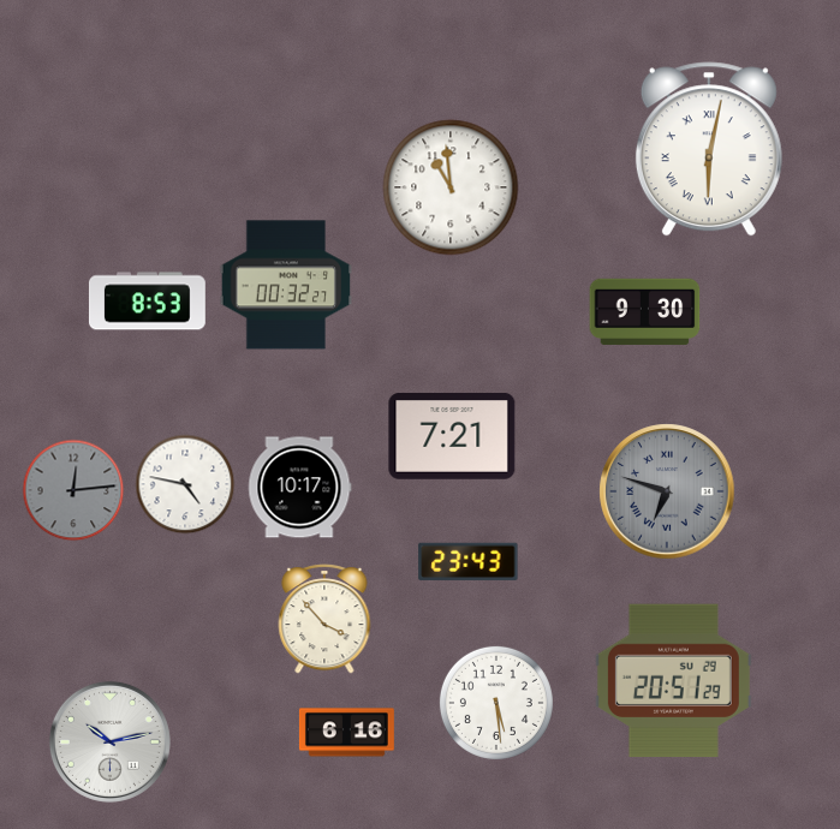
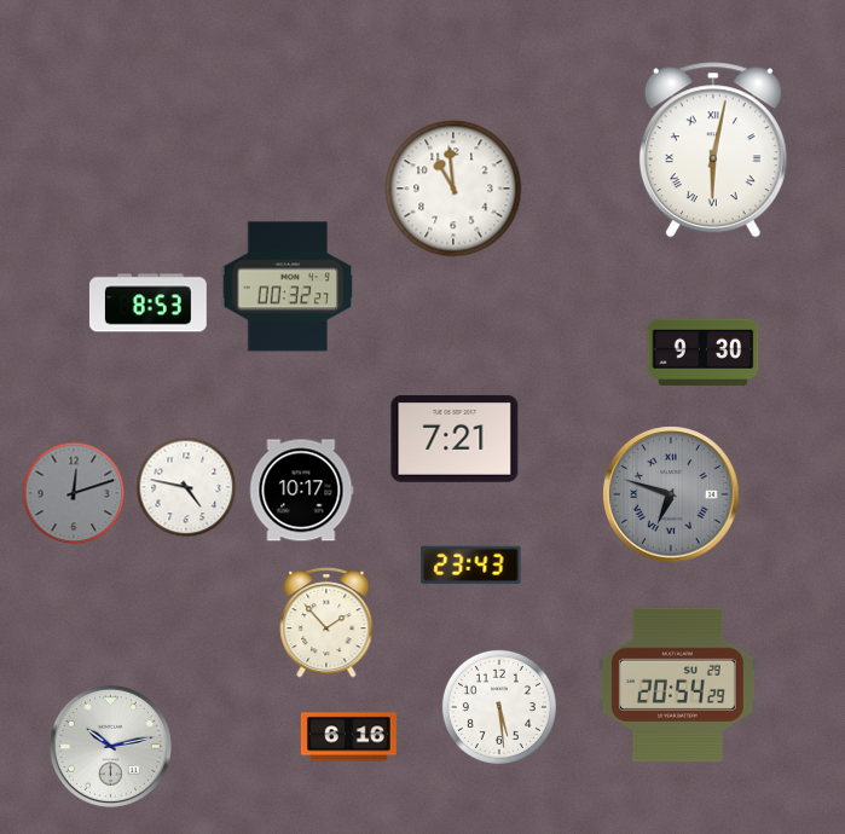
clock at (645, 311) position: (645, 311) -> (704, 352)
clock at (73, 490): 12:14 -> 12:12
clock at (324, 620): 3:53 -> 1:53
clock at (673, 681): 20:51 -> 20:54
